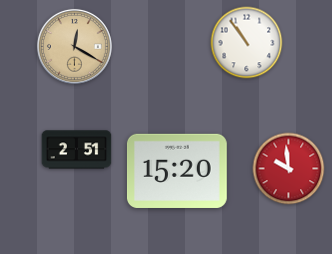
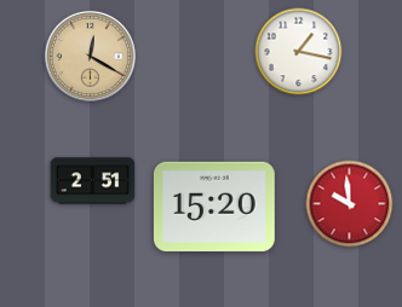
clock at (247, 43): 10:54 -> 1:17
